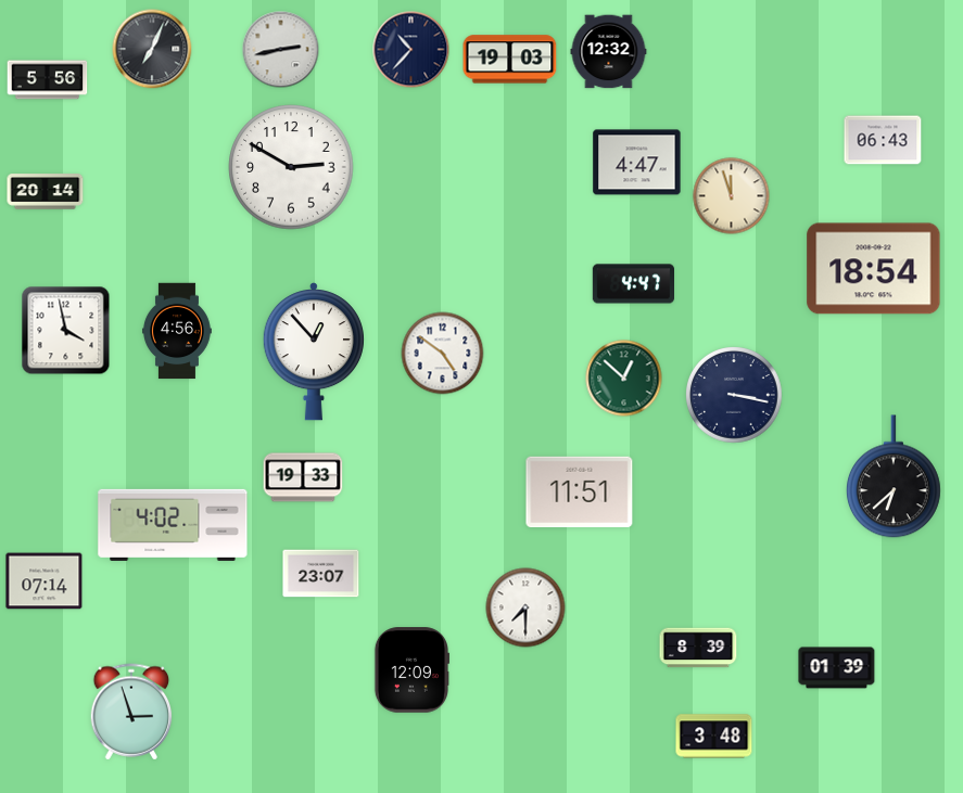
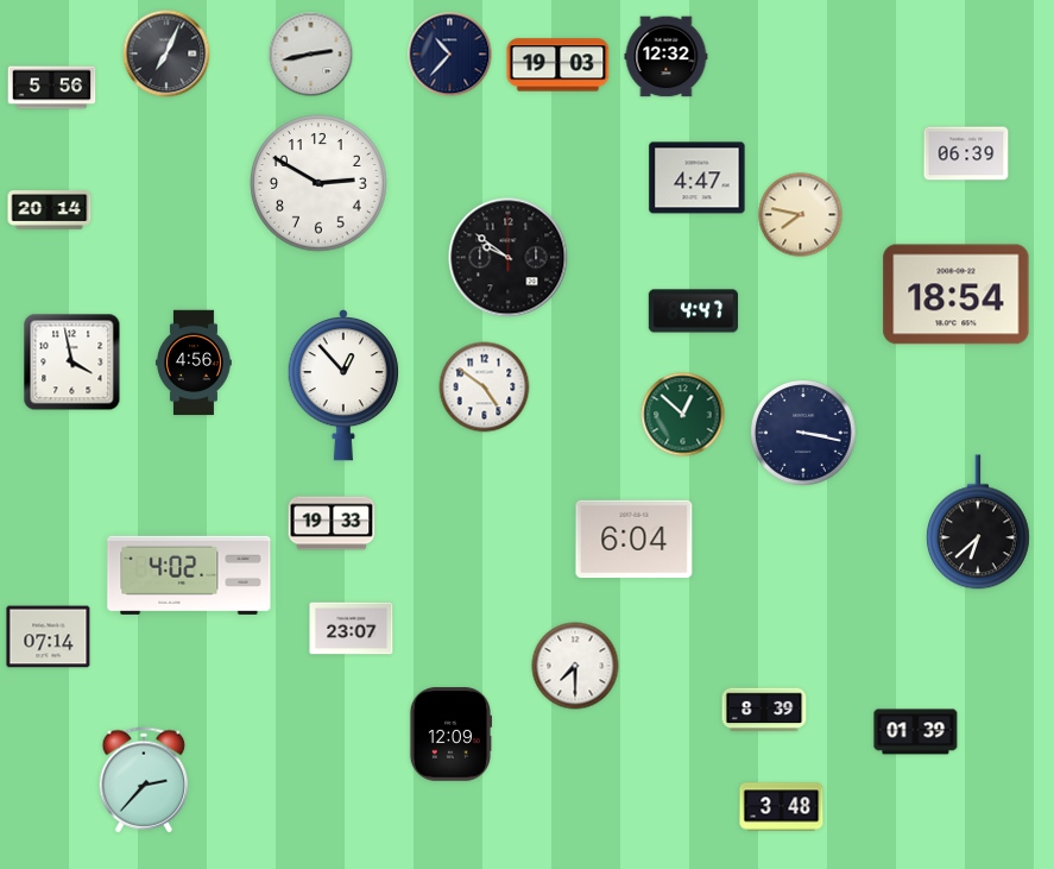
clock at (281, 50) position: (281, 50) -> (311, 55)
clock at (883, 140): 06:43 -> 06:39
clock at (732, 196): 11:57 -> 7:47
clock at (509, 258): none -> 9:51
clock at (580, 493): 11:51 -> 6:04
clock at (131, 712): 2:57 -> 2:37
